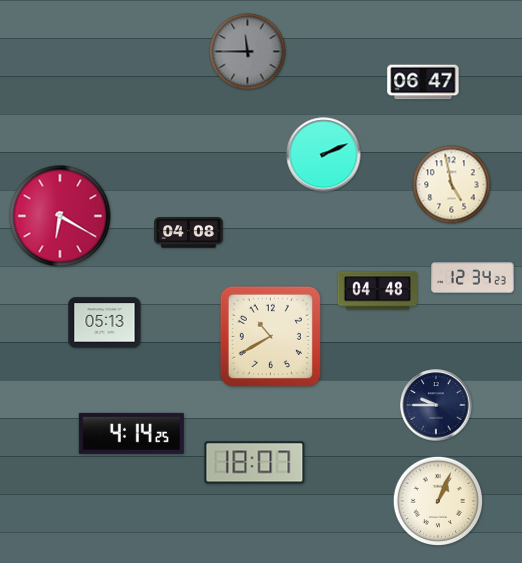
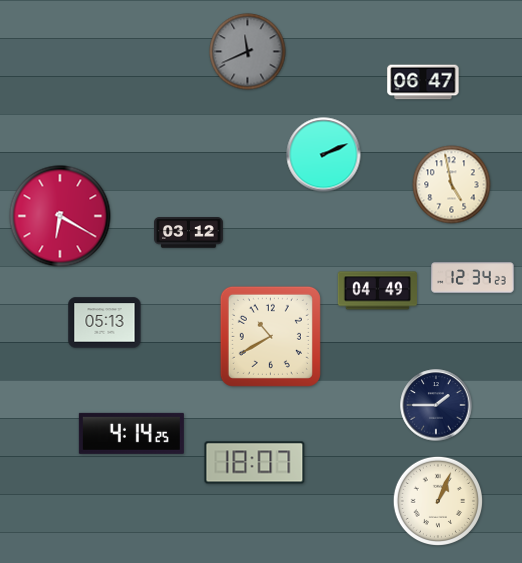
clock at (248, 52): 11:45 -> 11:41
clock at (189, 233): 04:08 -> 03:12
clock at (377, 291): 04:48 -> 04:49
clock at (436, 405): 9:45 -> 1:45
